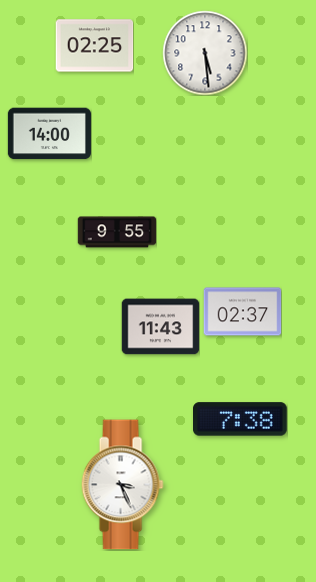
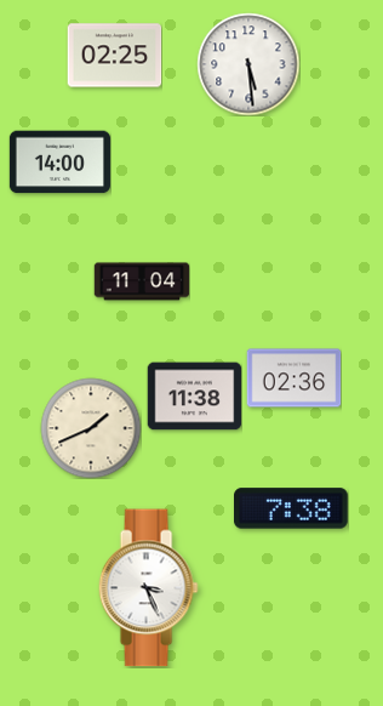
clock at (117, 232): 9:55 -> 11:04
clock at (242, 312): 02:37 -> 02:36
clock at (160, 327): 11:43 -> 11:38
clock at (91, 428): none -> 1:41
